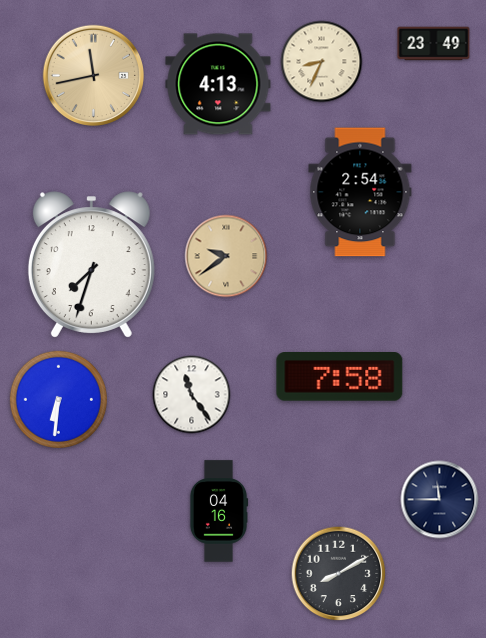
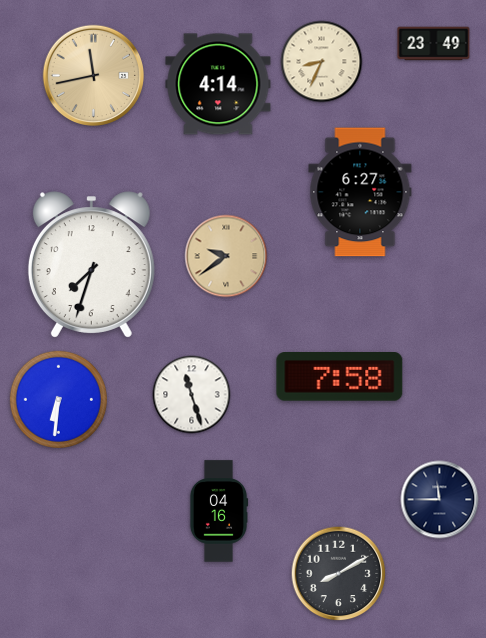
clock at (218, 84): 4:13 -> 4:14
clock at (360, 192): 2:54 -> 6:27
clock at (192, 395): 11:24 -> 11:27
